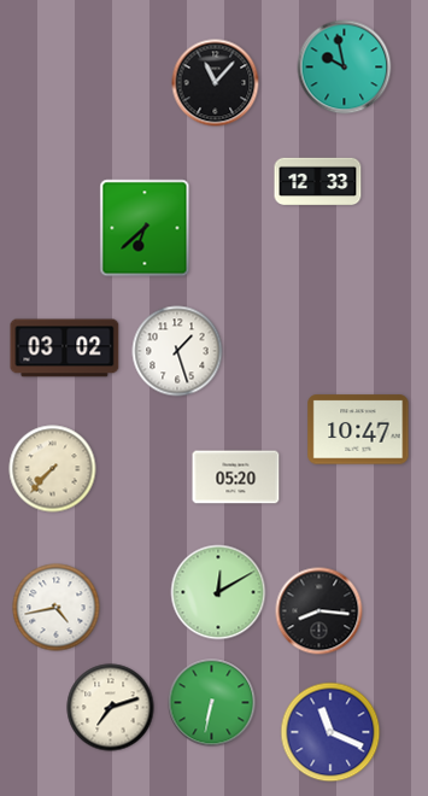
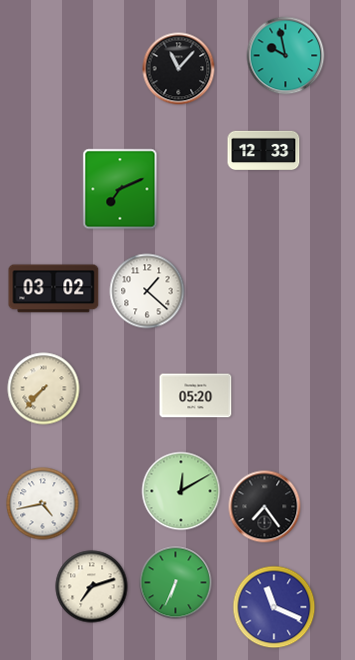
clock at (145, 228): 6:38 -> 7:11
clock at (177, 351): 1:27 -> 1:22
clock at (358, 429): 10:47 -> none
clock at (57, 608) position: (57, 608) -> (43, 504)
clock at (319, 611): 8:16 -> 7:24
clock at (212, 703): 6:32 -> 6:34
